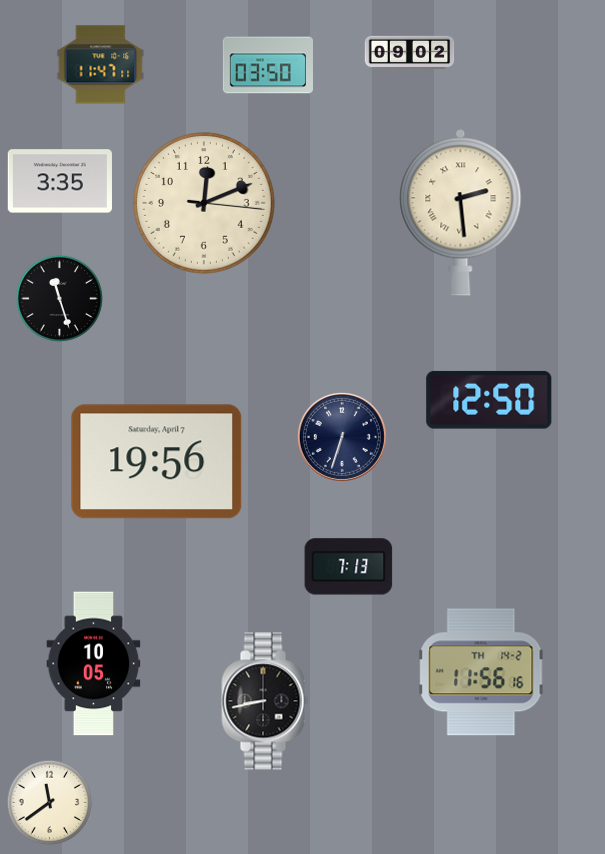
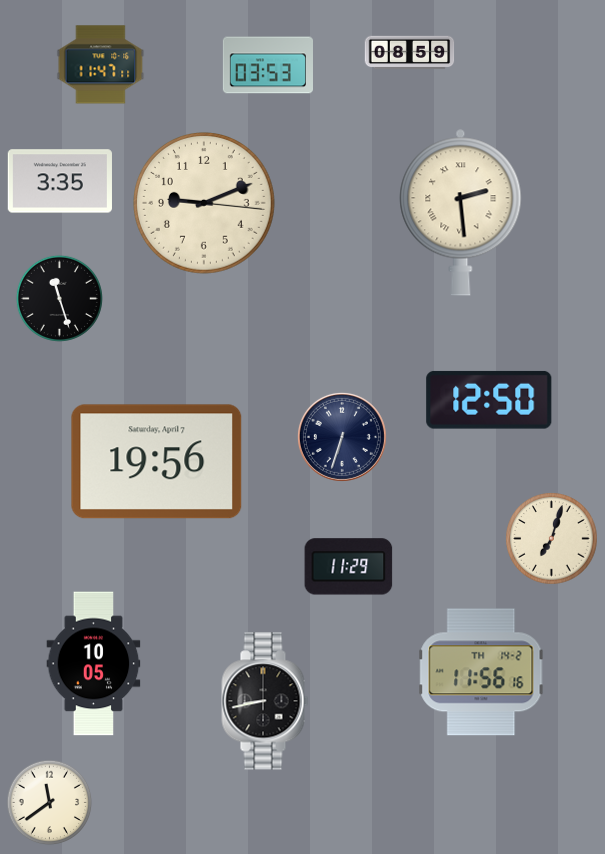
clock at (410, 53): 09:02 -> 08:59
clock at (267, 65): 03:50 -> 03:53
clock at (205, 204): 12:11 -> 9:11
clock at (552, 539): none -> 7:03
clock at (349, 567): 7:13 -> 11:29
